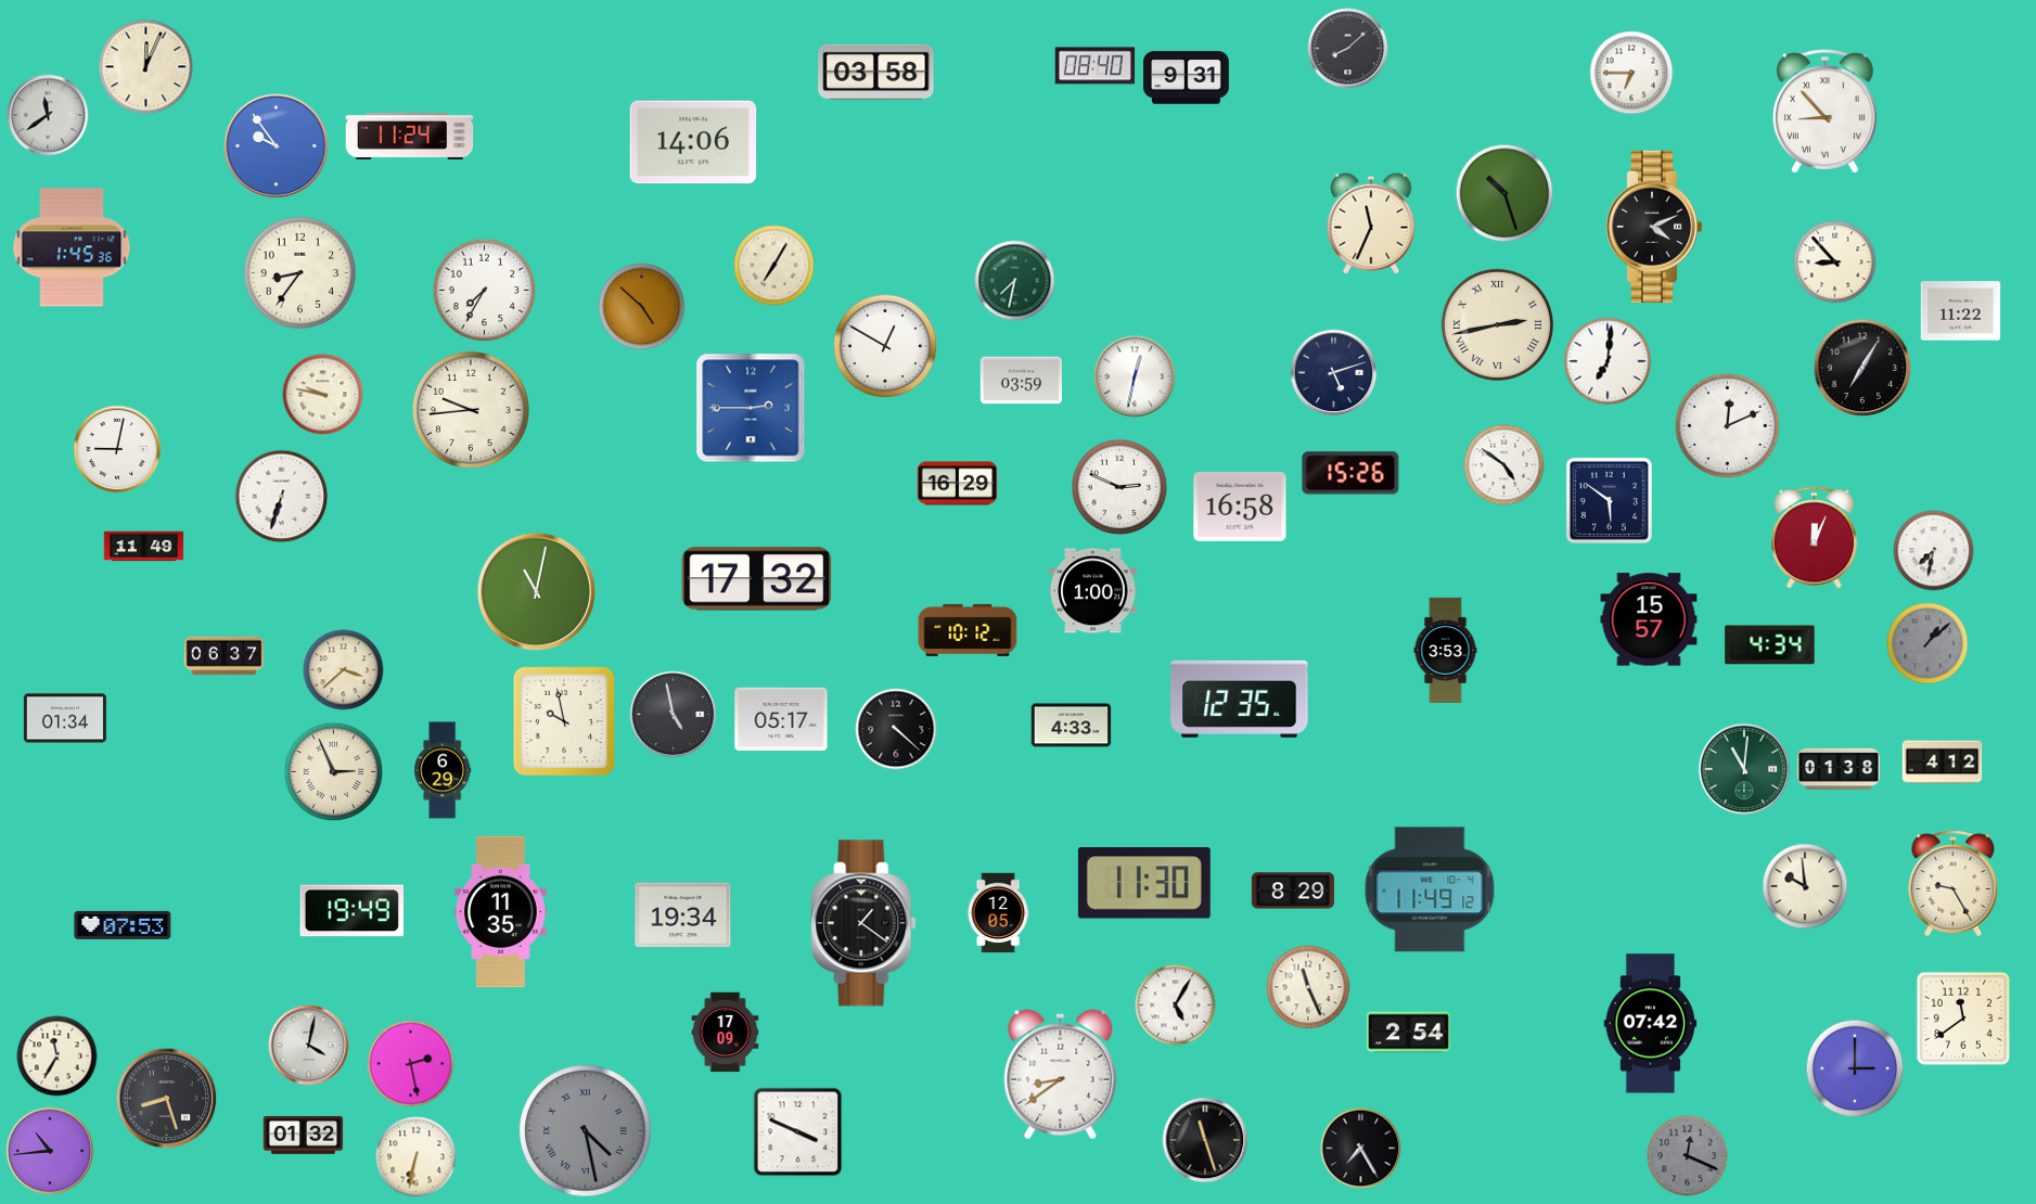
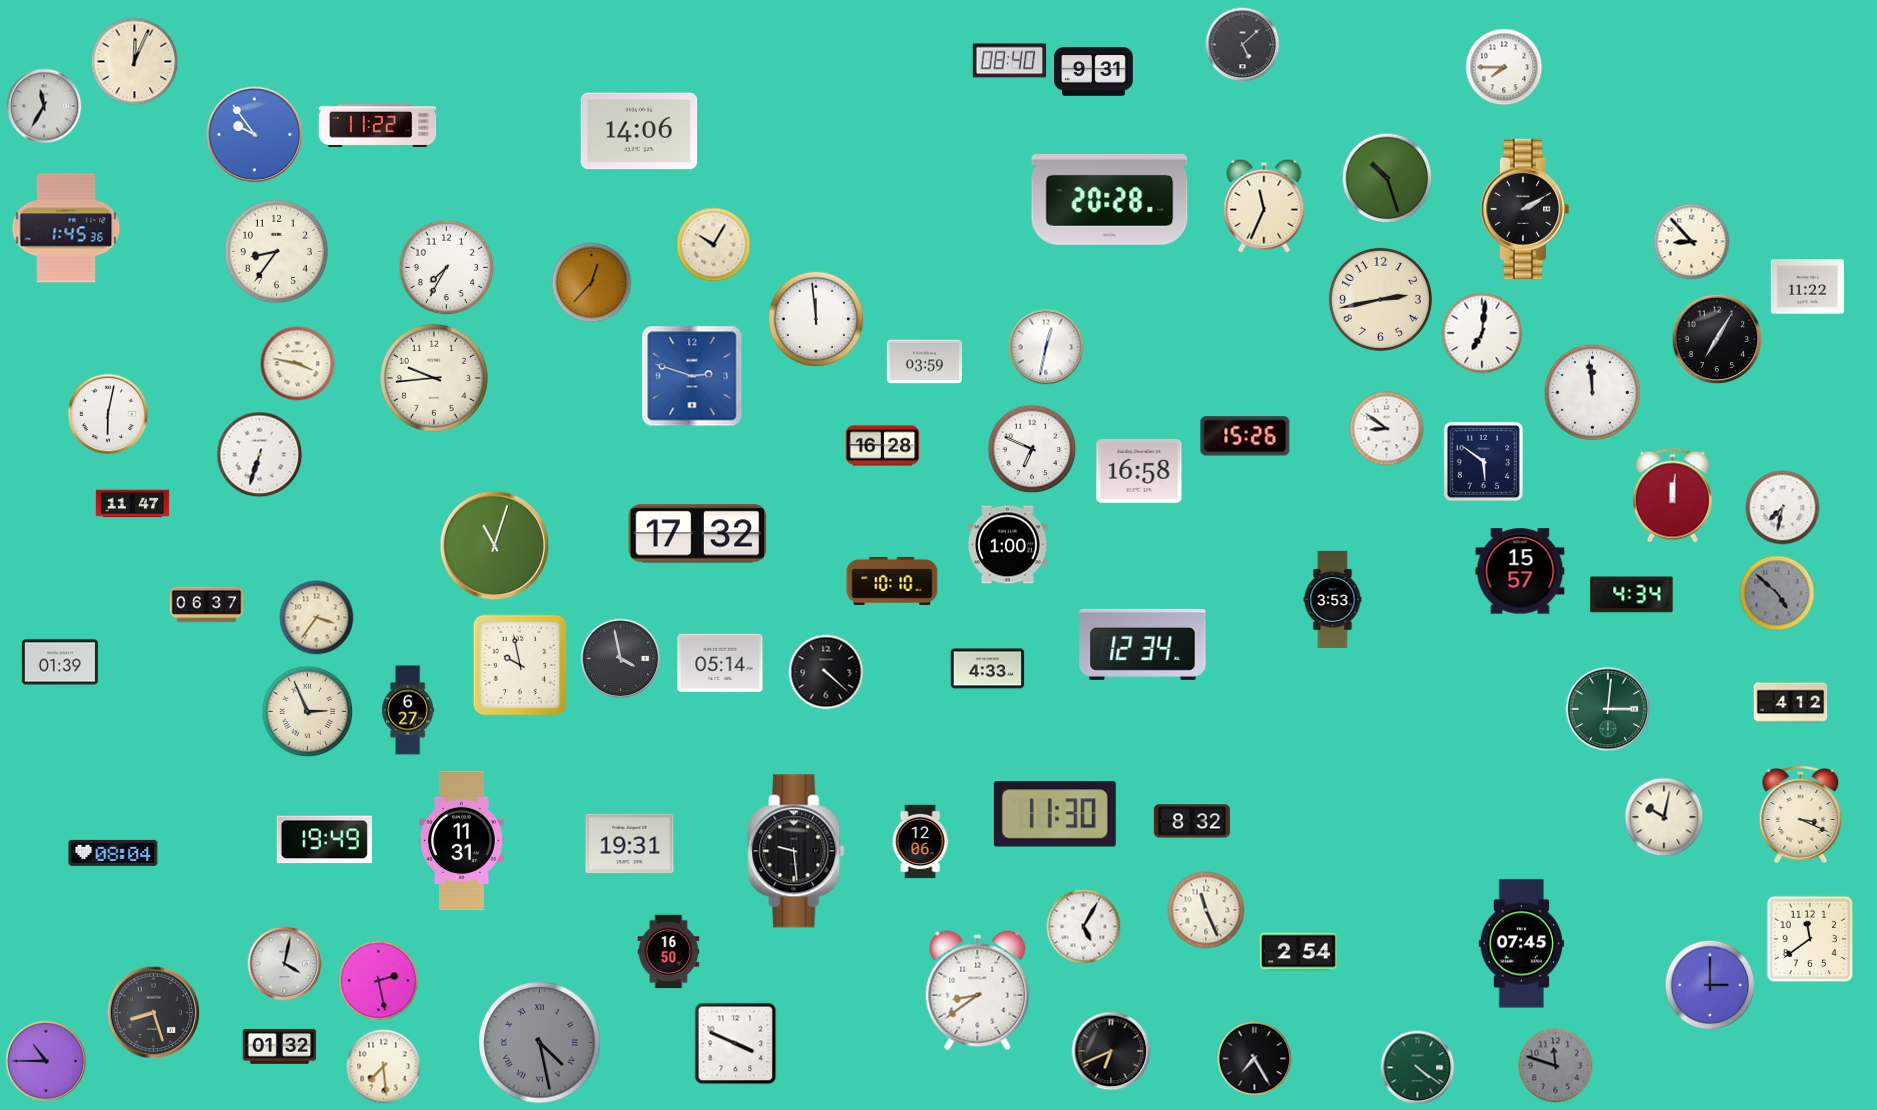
clock at (1348, 49): 8:08 -> 5:08
clock at (876, 72): 03:58 -> none
clock at (1631, 73): 6:45 -> 7:45
clock at (1824, 112): 8:53 -> none
clock at (48, 115): 11:39 -> 11:35
clock at (410, 136): 11:24 -> 11:22
clock at (1110, 199): none -> 20:28
clock at (1654, 227): 4:11 -> 2:10
clock at (774, 266): 7:05 -> 10:05
clock at (1015, 281): 7:32 -> none
clock at (642, 307): 4:52 -> 12:37
clock at (1497, 324) numerals: Roman -> Arabic
clock at (885, 346): 12:50 -> 11:59
clock at (1334, 373): 5:12 -> none
clock at (1021, 381) position: (1021, 381) -> (924, 362)
clock at (323, 395): 9:47 -> 3:47
clock at (751, 408): 2:45 -> 2:48
clock at (1728, 426): 12:11 -> 11:59
clock at (117, 449): 9:02 -> 6:02
clock at (1504, 465): 4:51 -> 8:51
clock at (958, 484): 16:29 -> 16:28
clock at (1119, 487): 2:49 -> 6:49
clock at (282, 497) position: (282, 497) -> (260, 455)
clock at (1240, 507) position: (1240, 507) -> (1139, 471)
clock at (1814, 538): 12:04 -> 12:01
clock at (144, 547): 11:49 -> 11:47
clock at (537, 592): 11:02 -> 11:03
clock at (968, 630): 10:12 -> 10:10
clock at (1928, 643): 1:08 -> 4:52
clock at (344, 670): 3:38 -> 3:36
clock at (1240, 699): 12:35 -> 12:34
clock at (674, 715): 4:58 -> 3:58
clock at (65, 718): 01:34 -> 01:39
clock at (781, 719): 05:17 -> 05:14
clock at (1744, 769): 11:01 -> 3:01
clock at (1839, 769): 01:38 -> none
clock at (443, 770): 6:29 -> 6:27
clock at (1954, 884): 9:25 -> 3:19
clock at (1805, 886): 9:59 -> 10:02
clock at (1430, 889): 11:49 -> none
clock at (1293, 891): 8:29 -> 8:32
clock at (501, 912): 11:35 -> 11:31
clock at (998, 913): 12:05 -> 12:06
clock at (683, 915): 19:34 -> 19:31
clock at (863, 923): 1:21 -> 9:29
clock at (123, 925): 07:53 -> 08:04
clock at (1651, 1024): 07:42 -> 07:45
clock at (726, 1033): 17:09 -> 16:50
clock at (57, 1056): 11:35 -> none
clock at (1205, 1140): 11:27 -> 6:41
clock at (50, 1151): 10:44 -> 10:45
clock at (1688, 1156): 12:19 -> 11:48
clock at (417, 1157): 6:32 -> 7:29
clock at (1418, 1068): none -> 4:21
